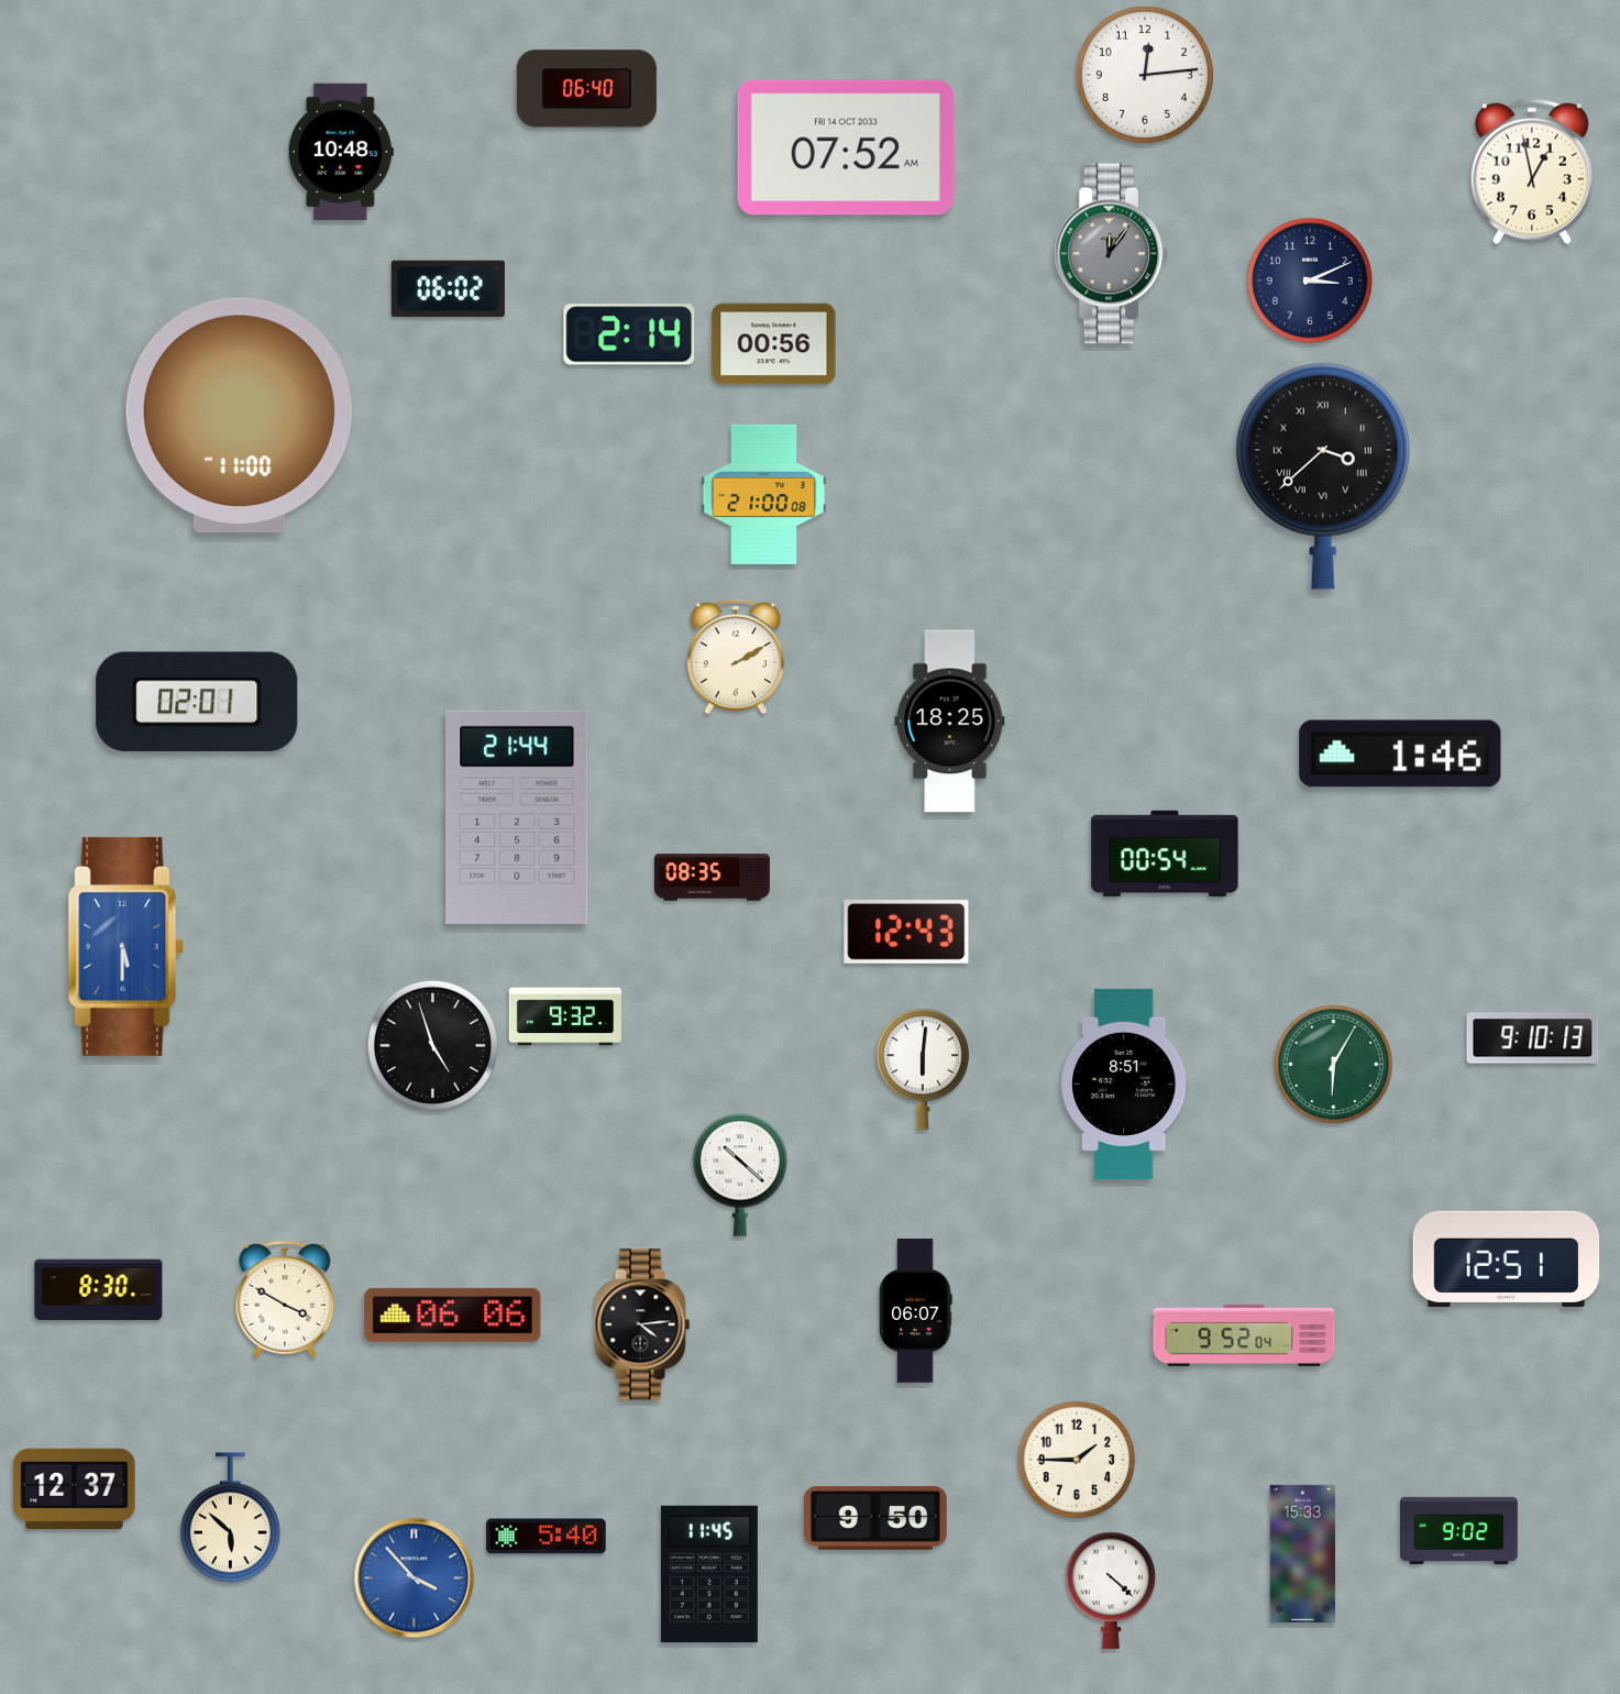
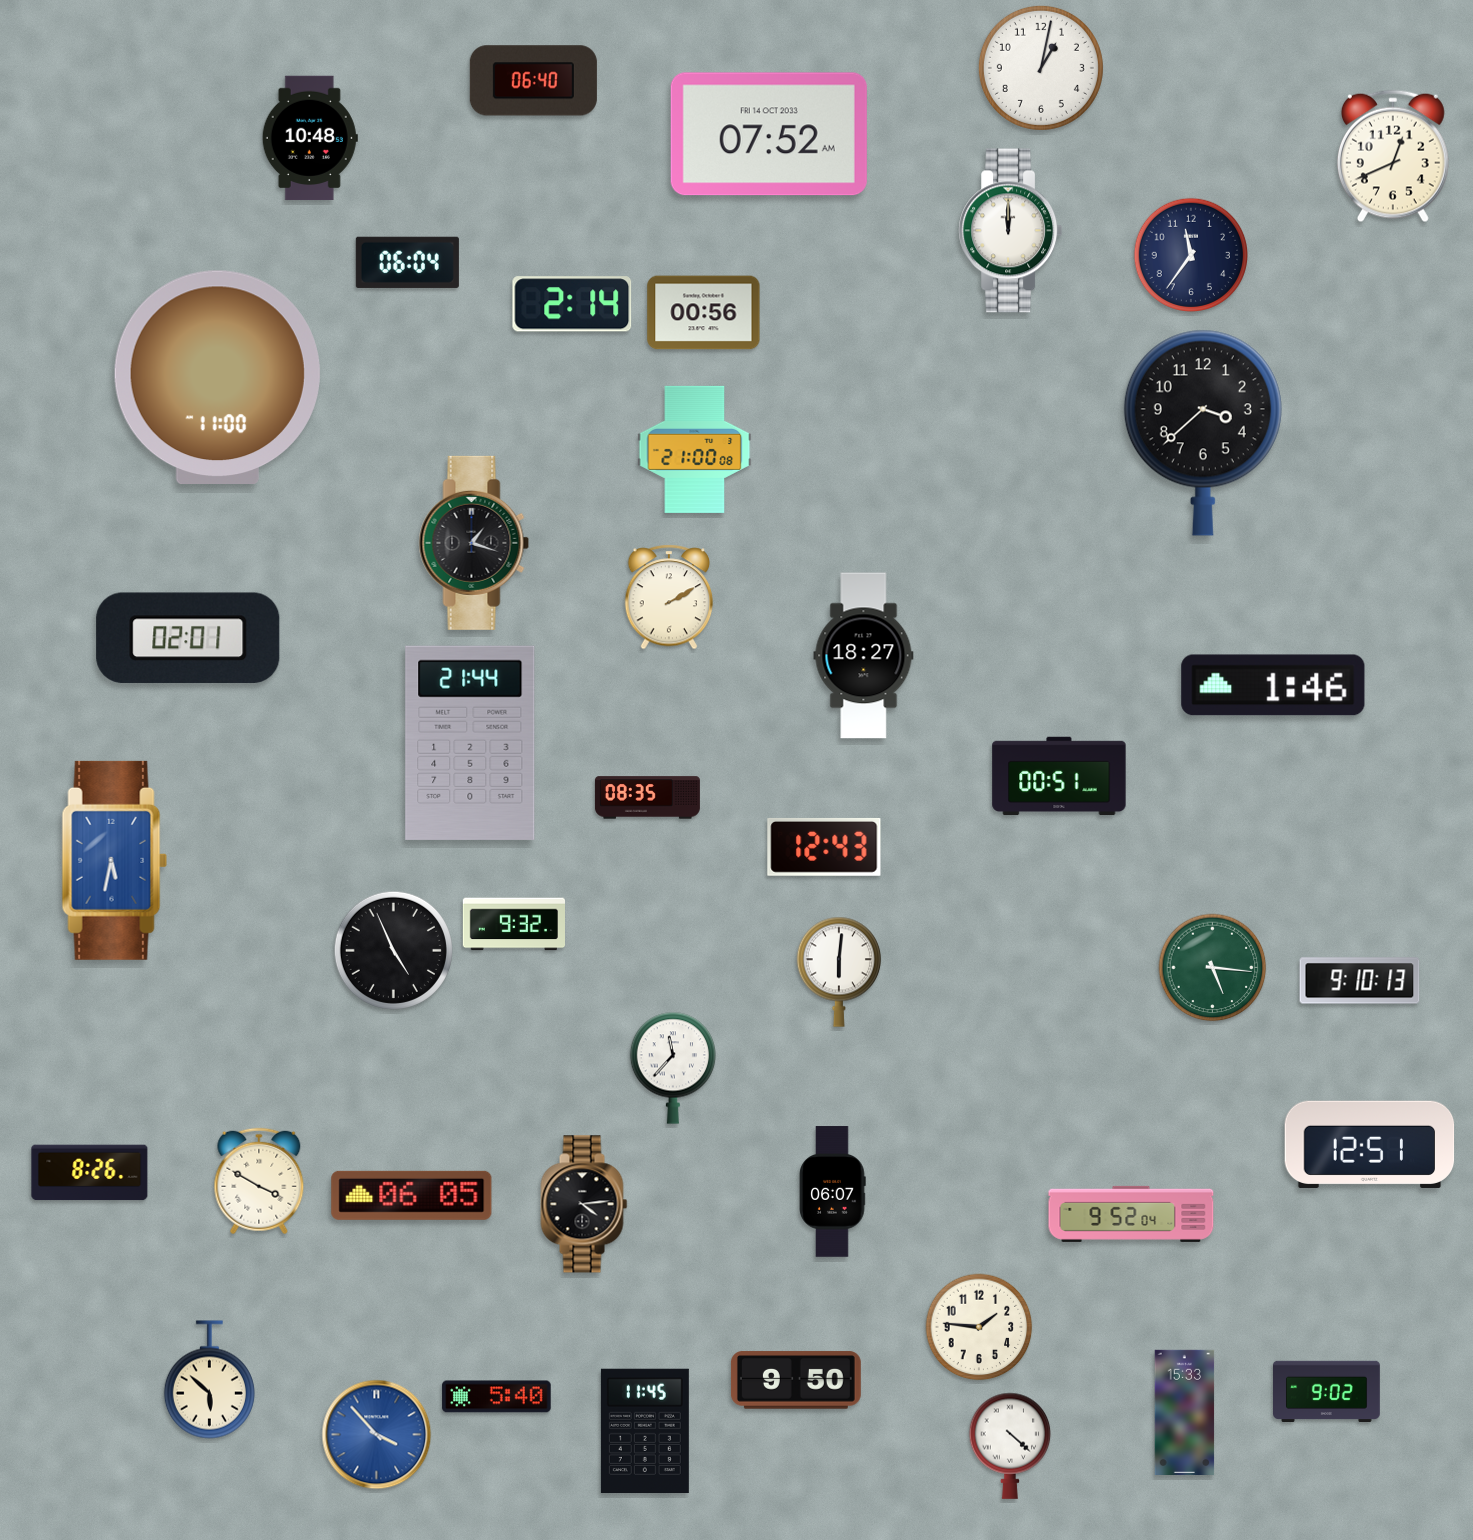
clock at (1145, 75): 12:14 -> 1:02
clock at (1532, 172): 12:58 -> 12:41
clock at (1112, 254): 12:06 -> 12:00
clock at (1112, 254) dial: grey -> white
clock at (1310, 280): 3:11 -> 11:36
clock at (448, 288): 06:02 -> 06:04
clock at (1323, 476) numerals: Roman -> Arabic
clock at (474, 543): none -> 1:18
clock at (197, 702) position: (197, 702) -> (188, 638)
clock at (950, 722): 18:25 -> 18:27
clock at (1165, 854): 00:54 -> 00:51
clock at (126, 946): 5:30 -> 5:32
clock at (1533, 1038) position: (1533, 1038) -> (1360, 981)
clock at (432, 1045): 4:57 -> 4:56
clock at (1334, 1065): 6:05 -> 5:16
clock at (1124, 1083): 8:51 -> none
clock at (739, 1175): 10:22 -> 11:37
clock at (99, 1290): 8:30 -> 8:26
clock at (453, 1314): 06:06 -> 06:05
clock at (1077, 1460): 1:45 -> 1:46
clock at (75, 1489): 12:37 -> none
